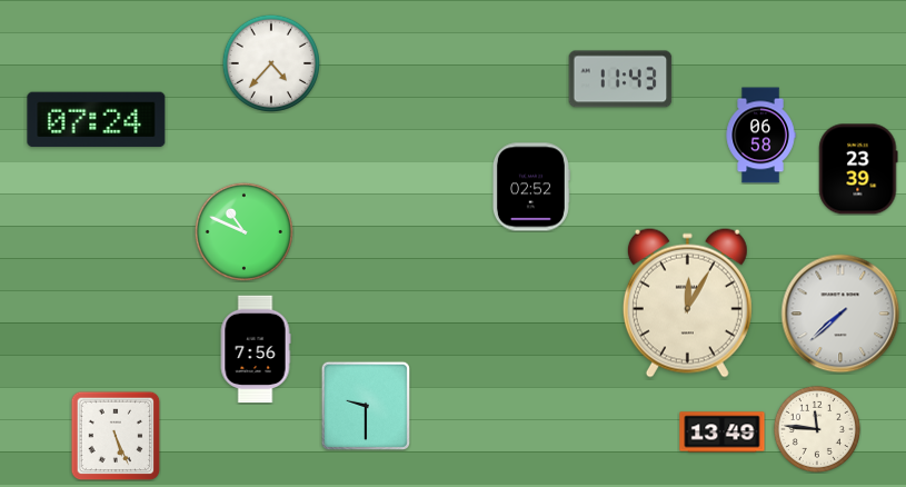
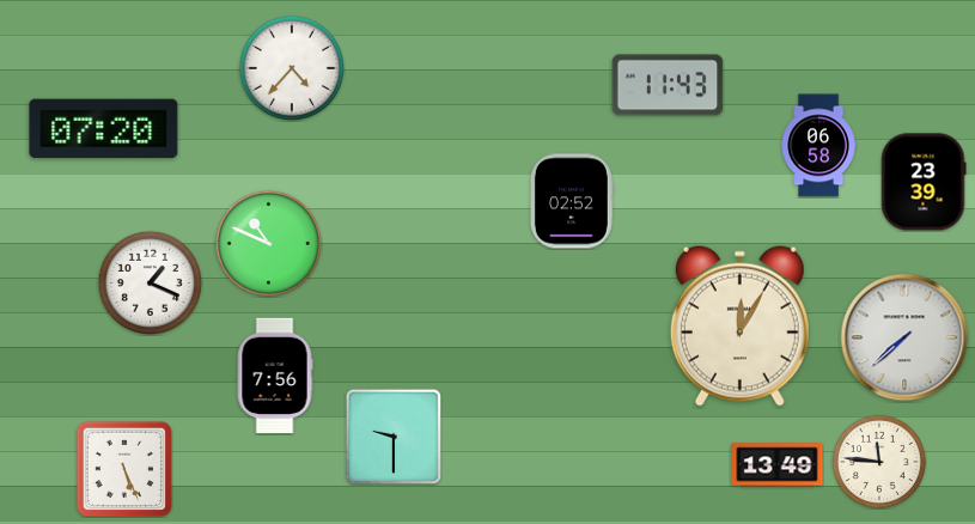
clock at (97, 120): 07:24 -> 07:20
clock at (243, 231) position: (243, 231) -> (268, 243)
clock at (150, 282): none -> 1:19
